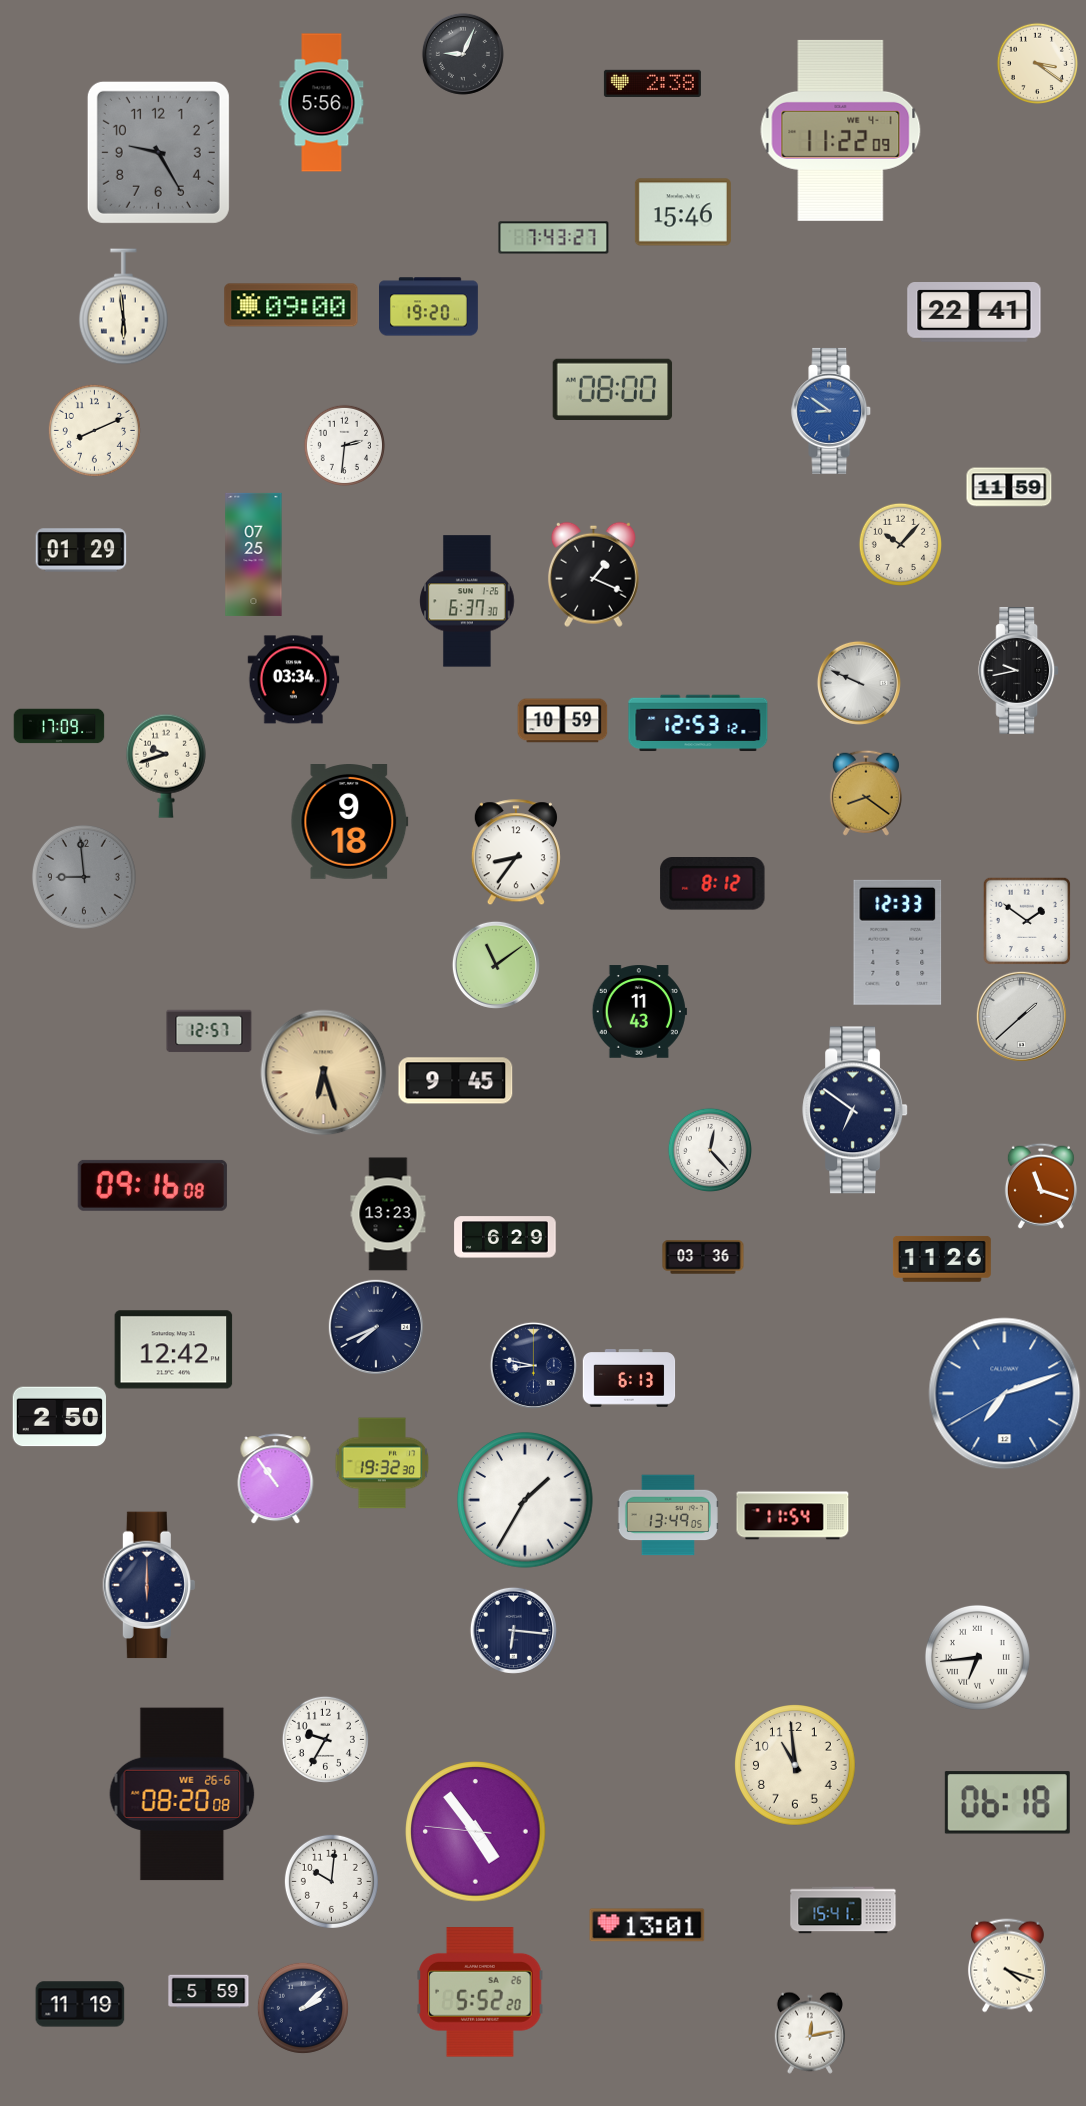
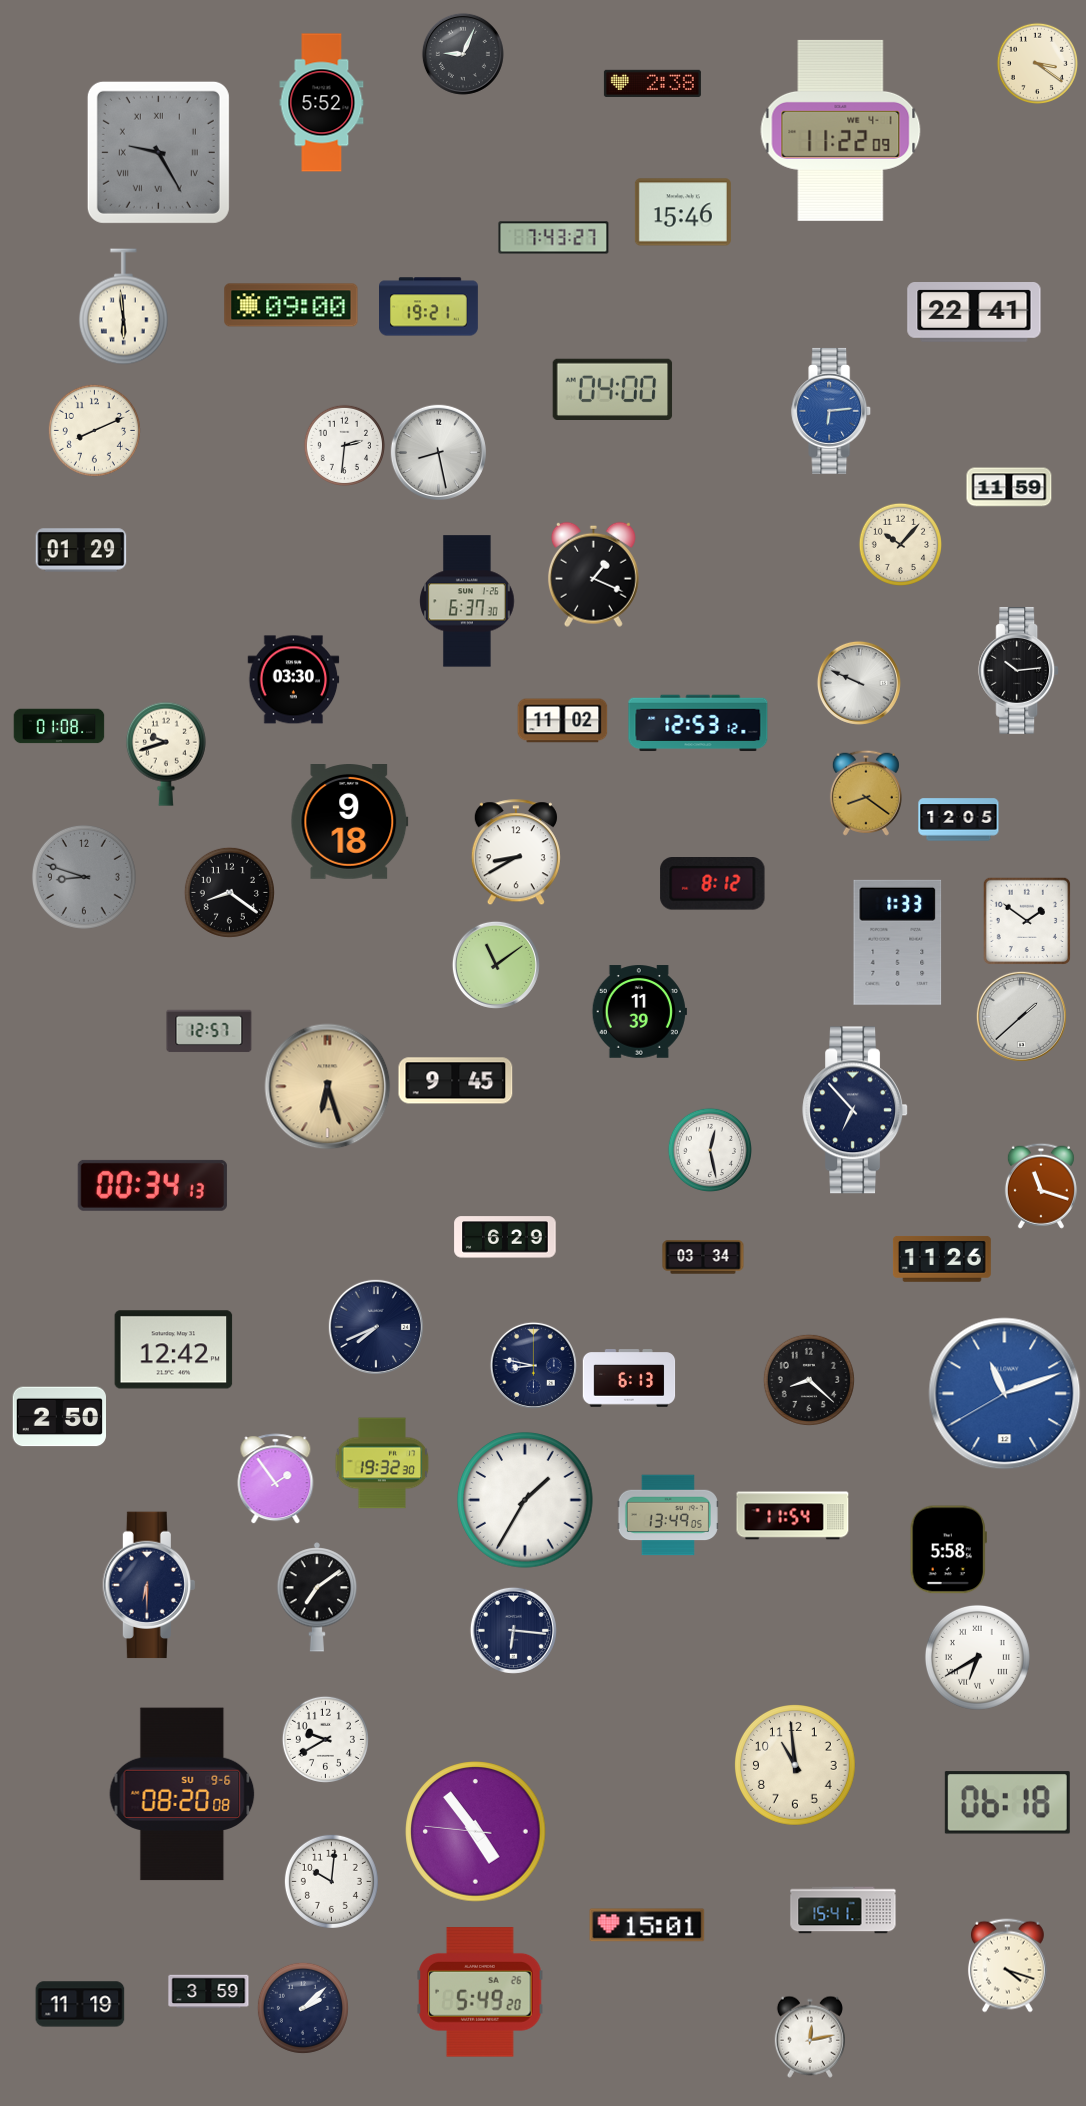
clock at (322, 103): 5:56 -> 5:52
clock at (158, 152) numerals: Arabic -> Roman
clock at (429, 307): 19:20 -> 19:21
clock at (613, 390): 08:00 -> 04:00
clock at (832, 411): 8:51 -> 6:14
clock at (438, 452): none -> 8:28
clock at (254, 554): 07:25 -> none
clock at (1019, 670): 9:43 -> 10:14
clock at (294, 680): 03:34 -> 03:30
clock at (563, 721): 10:59 -> 11:02
clock at (59, 726): 17:09 -> 01:08
clock at (166, 766) position: (166, 766) -> (166, 754)
clock at (959, 820): none -> 12:05
clock at (516, 853): 8:36 -> 8:40
clock at (84, 877): 8:59 -> 8:48
clock at (229, 892): none -> 8:21
clock at (898, 942): 12:33 -> 1:33
clock at (639, 1012): 11:43 -> 11:39
clock at (324, 1073) position: (324, 1073) -> (328, 1087)
clock at (856, 1110): 6:51 -> 6:53
clock at (710, 1150): 12:23 -> 12:28
clock at (152, 1185): 09:16 -> 00:34
clock at (388, 1214): 13:23 -> none
clock at (703, 1257): 03:36 -> 03:34
clock at (809, 1380): none -> 8:22
clock at (1005, 1394): 7:11 -> 11:11
clock at (276, 1479): 10:54 -> 1:54
clock at (948, 1550): none -> 5:58
clock at (149, 1585): 6:00 -> 6:30
clock at (317, 1597): none -> 7:09
clock at (977, 1657): 6:44 -> 6:40
clock at (325, 1739): 9:35 -> 9:40
clock at (182, 1794) date: WE 26-6 -> SU 9-6
clock at (647, 1925): 13:01 -> 15:01
clock at (209, 1992): 5:59 -> 3:59
clock at (480, 1992): 5:52 -> 5:49
clock at (810, 2033) position: (810, 2033) -> (810, 2037)
